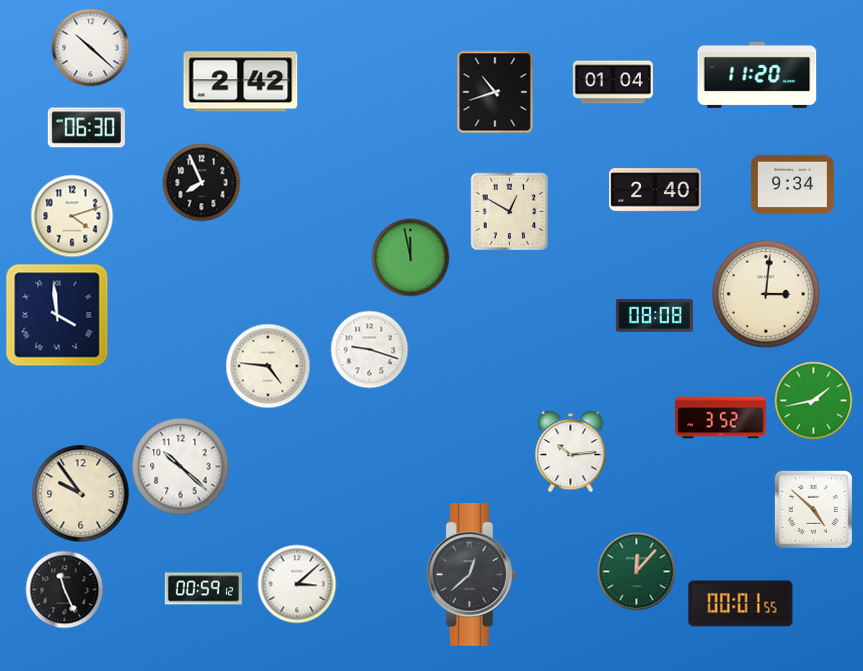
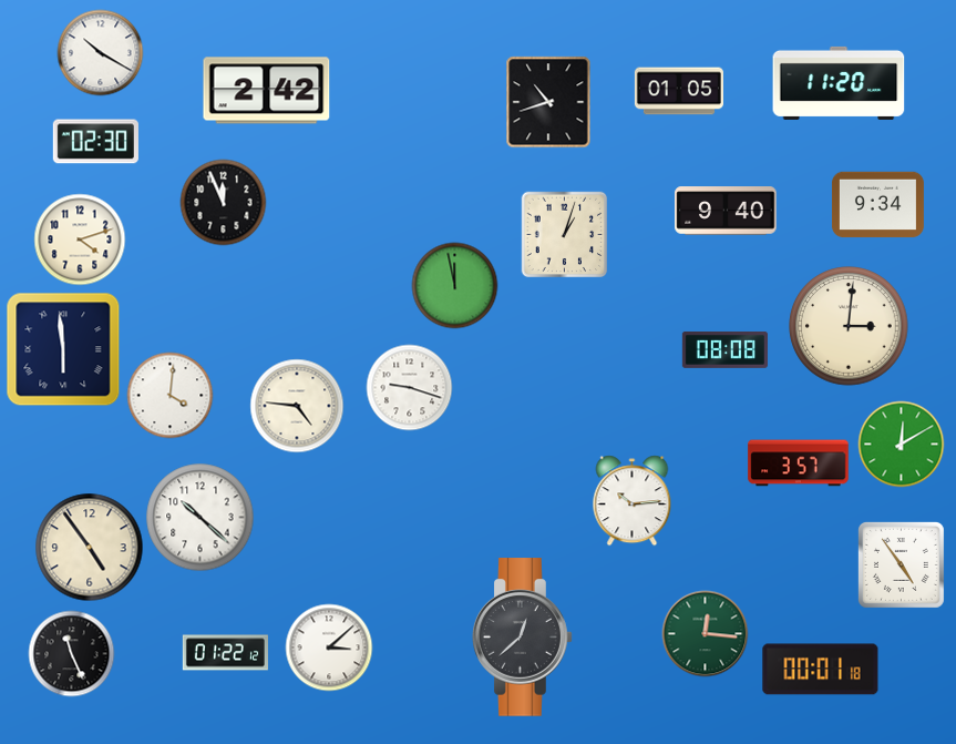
clock at (90, 47): 10:22 -> 10:20
clock at (613, 82): 01:04 -> 01:05
clock at (86, 128): 06:30 -> 02:30
clock at (201, 182): 7:56 -> 11:56
clock at (655, 190): 2:40 -> 9:40
clock at (509, 211): 12:50 -> 1:03
clock at (57, 315): 3:59 -> 5:59
clock at (169, 395): none -> 4:01
clock at (813, 400): 1:43 -> 12:10
clock at (721, 418): 3:52 -> 3:57
clock at (80, 493): 9:54 -> 4:54
clock at (813, 509): 4:52 -> 4:54
clock at (636, 571): 12:07 -> 12:16
clock at (203, 589): 00:59 -> 01:22
clock at (741, 604): 00:01:55 -> 00:01:18
